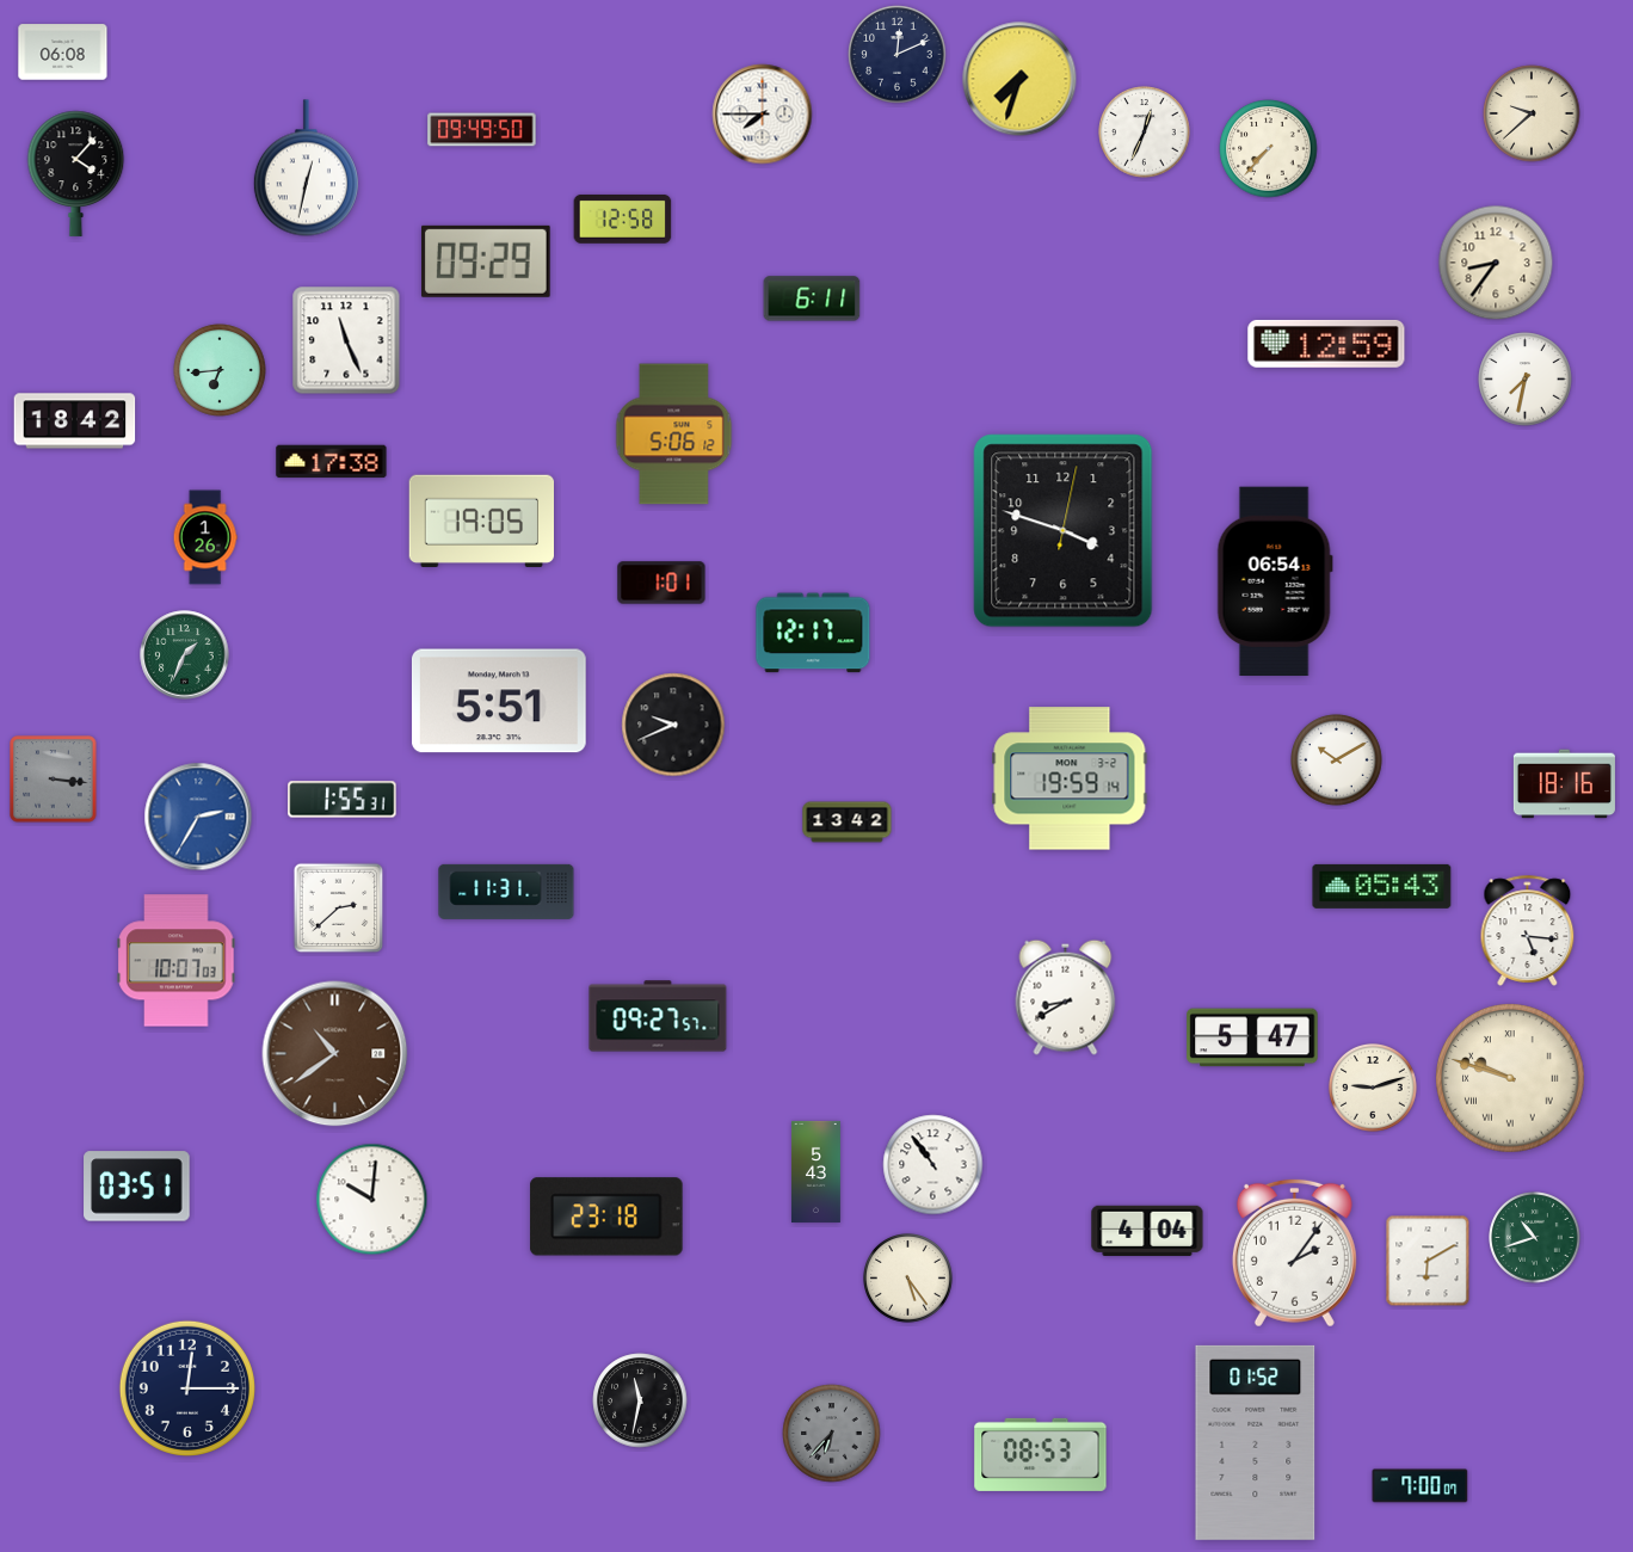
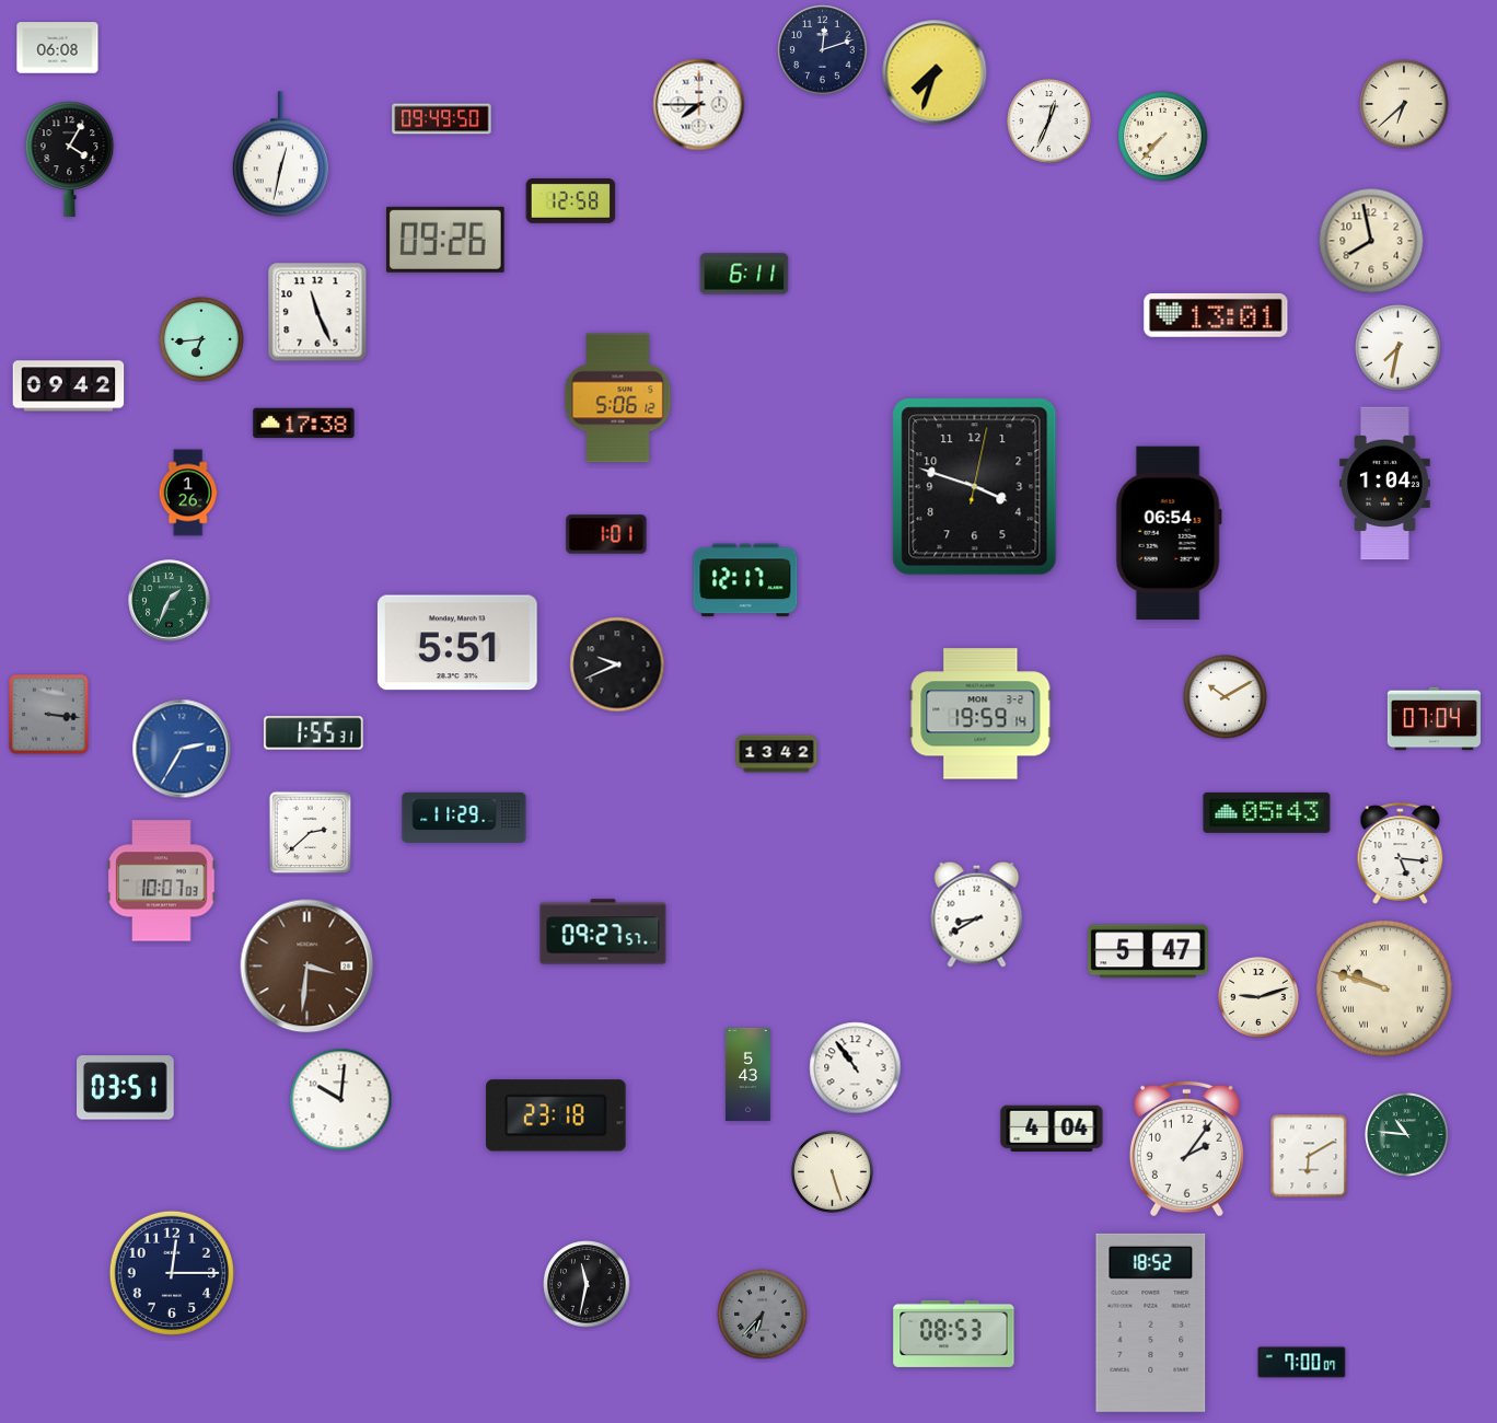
clock at (898, 55): 12:11 -> 12:12
clock at (1532, 113): 9:38 -> 6:38
clock at (76, 173): 4:07 -> 4:05
clock at (486, 261): 09:29 -> 09:26
clock at (1496, 263): 8:36 -> 7:58
clock at (1326, 344): 12:59 -> 13:01
clock at (75, 421): 18:42 -> 09:42
clock at (481, 521): 19:05 -> none
clock at (1385, 484): none -> 1:04
clock at (1564, 784): 18:16 -> 07:04
clock at (506, 892): 11:31 -> 11:29
clock at (335, 1054): 10:39 -> 3:31
clock at (1535, 1238): 10:42 -> 10:46
clock at (908, 1279): 5:24 -> 5:27
clock at (1256, 1442): 01:52 -> 18:52
